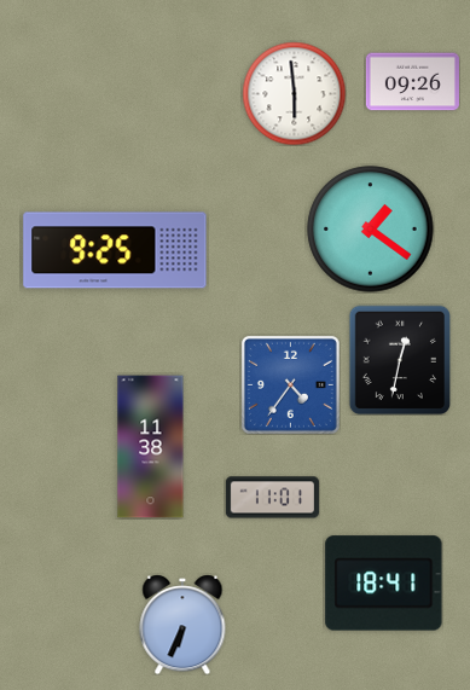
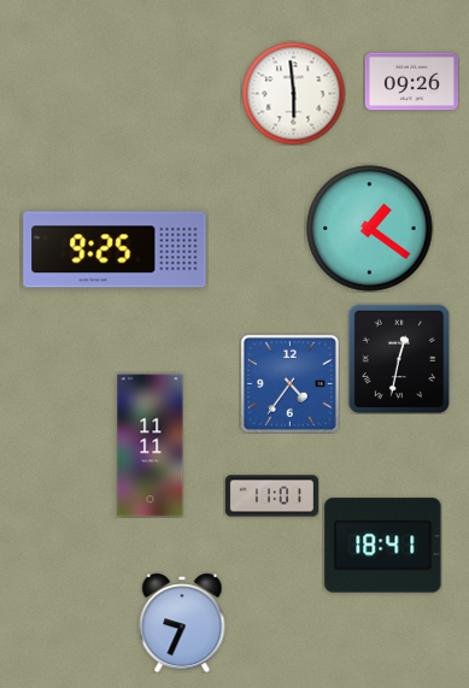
clock at (151, 447): 11:38 -> 11:11
clock at (384, 584) position: (384, 584) -> (383, 546)
clock at (182, 625): 6:34 -> 9:34
